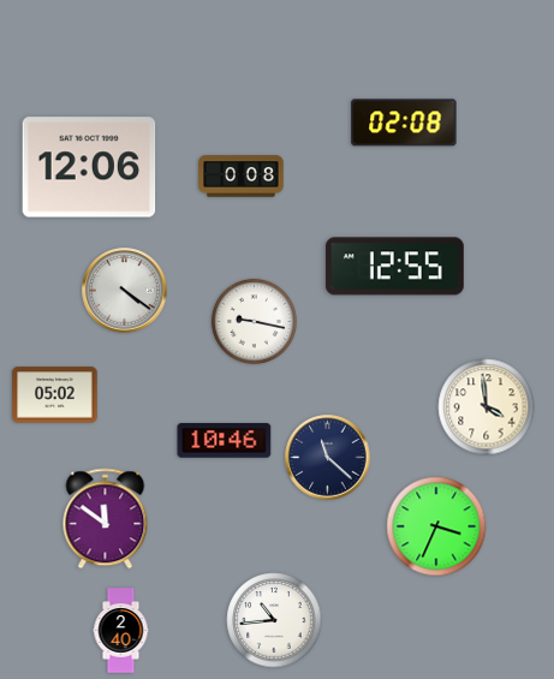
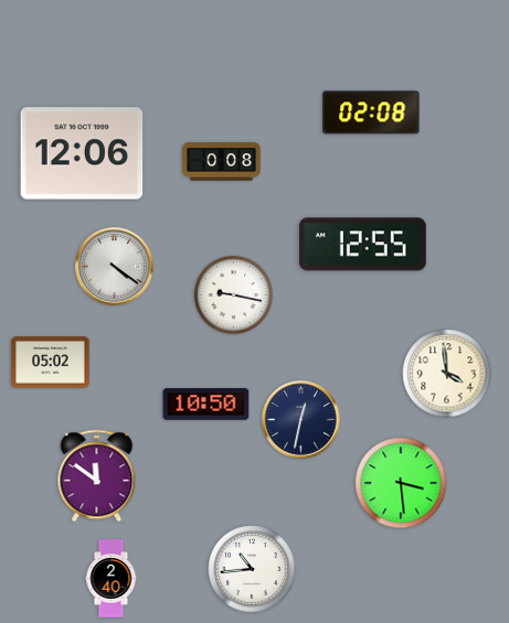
clock at (225, 441): 10:46 -> 10:50
clock at (328, 458): 11:22 -> 12:32
clock at (436, 526): 3:34 -> 3:29
